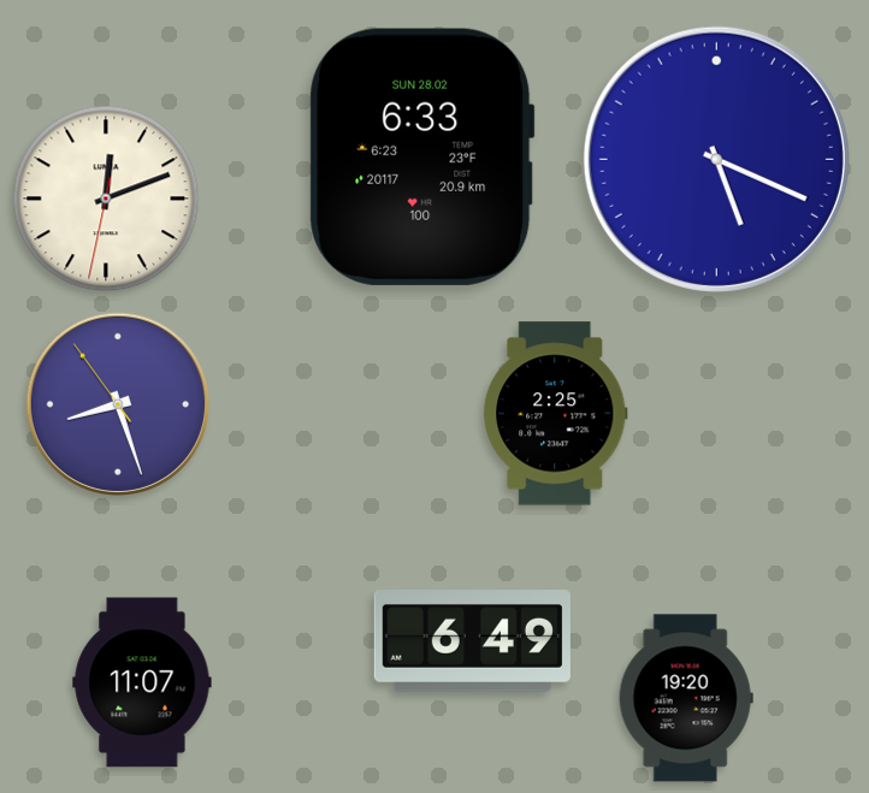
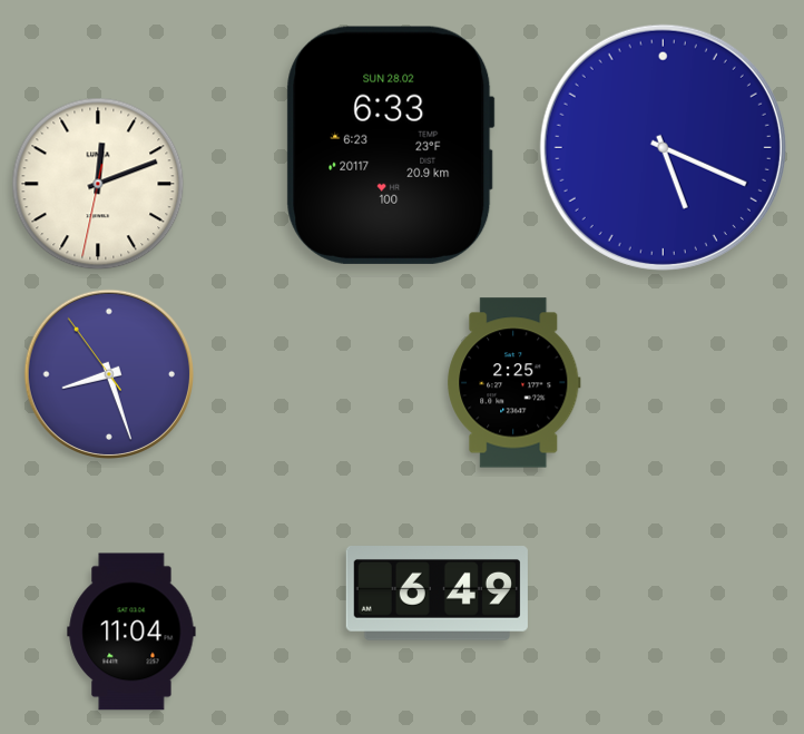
clock at (142, 682): 11:07 -> 11:04
clock at (686, 698): 19:20 -> none
